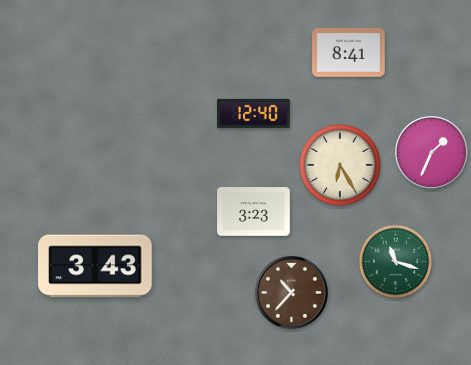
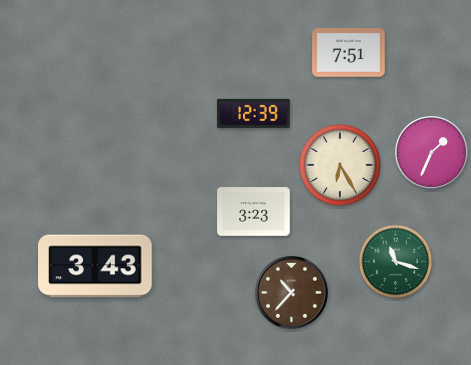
clock at (349, 53): 8:41 -> 7:51
clock at (254, 113): 12:40 -> 12:39
